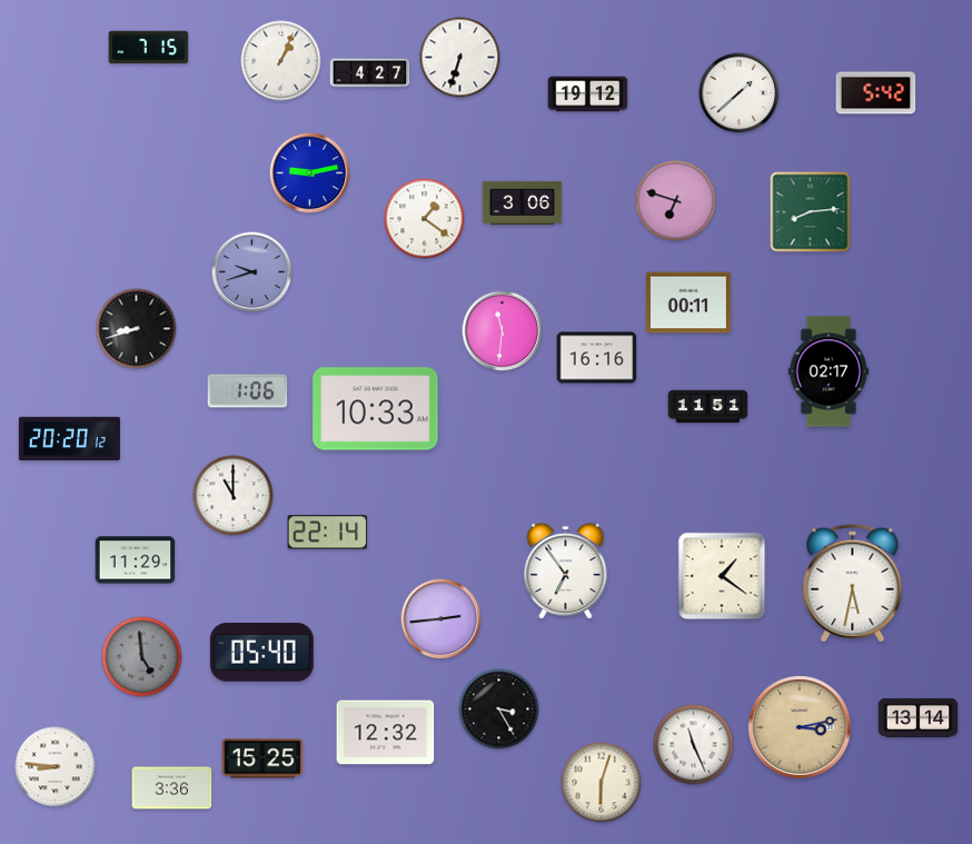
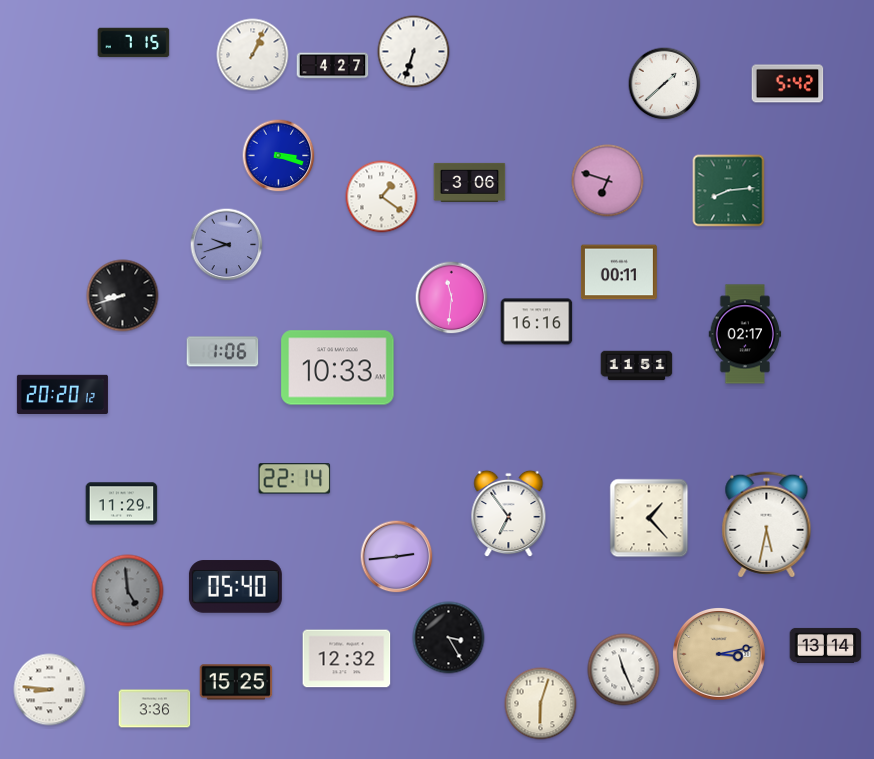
clock at (588, 95): 19:12 -> none
clock at (310, 173): 9:13 -> 3:18
clock at (234, 496): 11:00 -> none
clock at (722, 576): 1:21 -> 1:23
